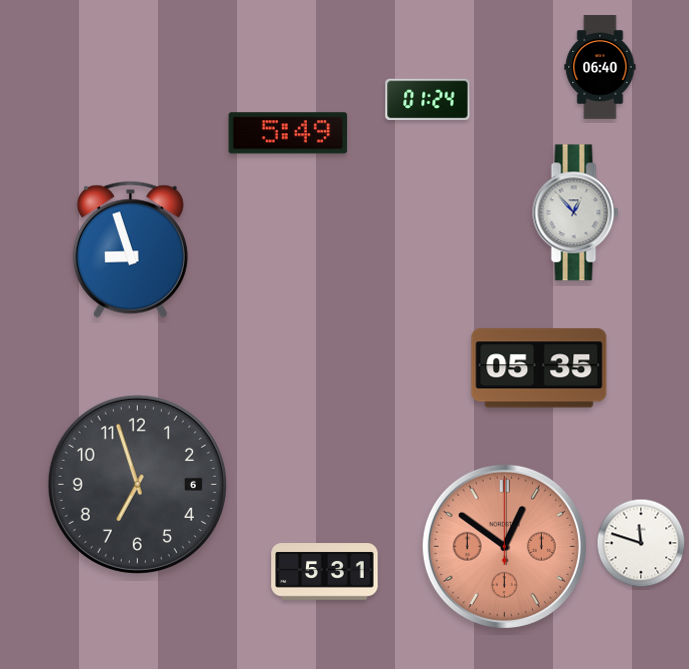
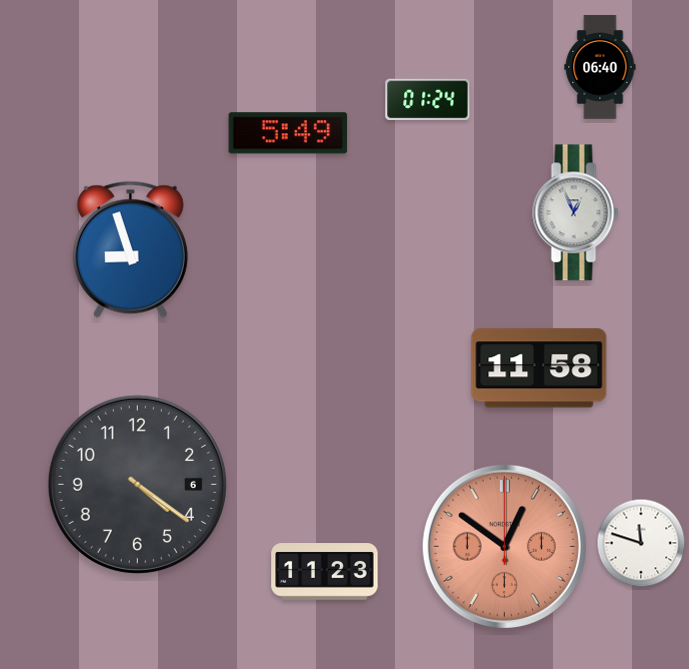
clock at (576, 213): 12:53 -> 12:56
clock at (539, 368): 05:35 -> 11:58
clock at (137, 484): 6:57 -> 4:21
clock at (325, 572): 5:31 -> 11:23
